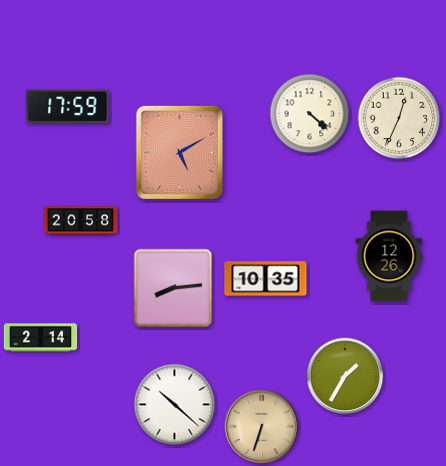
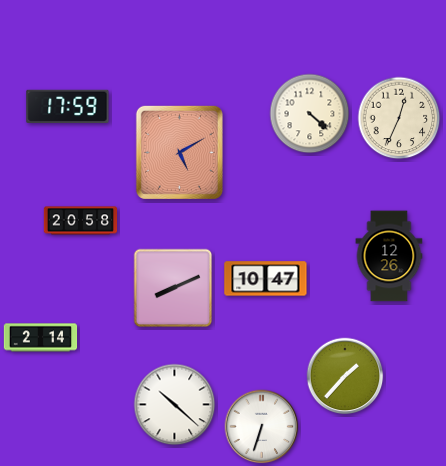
clock at (266, 279): 10:35 -> 10:47
clock at (173, 288): 8:14 -> 8:11
clock at (345, 376): 1:35 -> 1:37
clock at (262, 427) dial: champagne -> white
